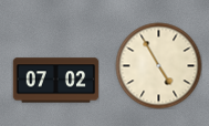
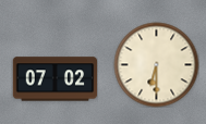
clock at (158, 65): 4:55 -> 6:30
